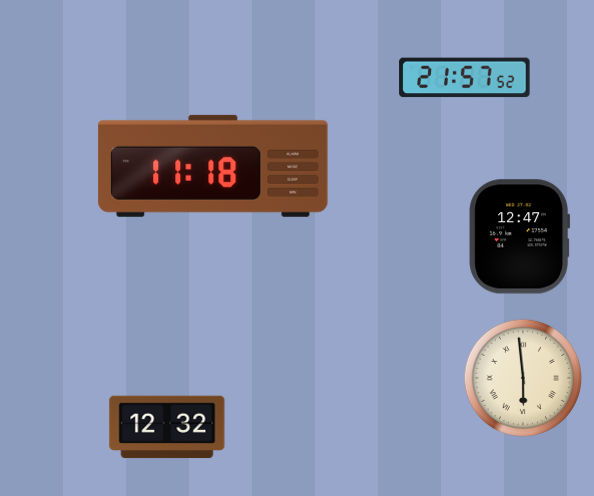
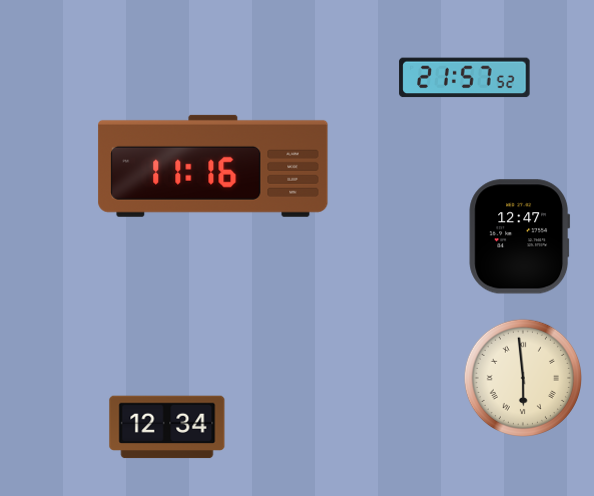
clock at (213, 166): 11:18 -> 11:16
clock at (167, 427): 12:32 -> 12:34
